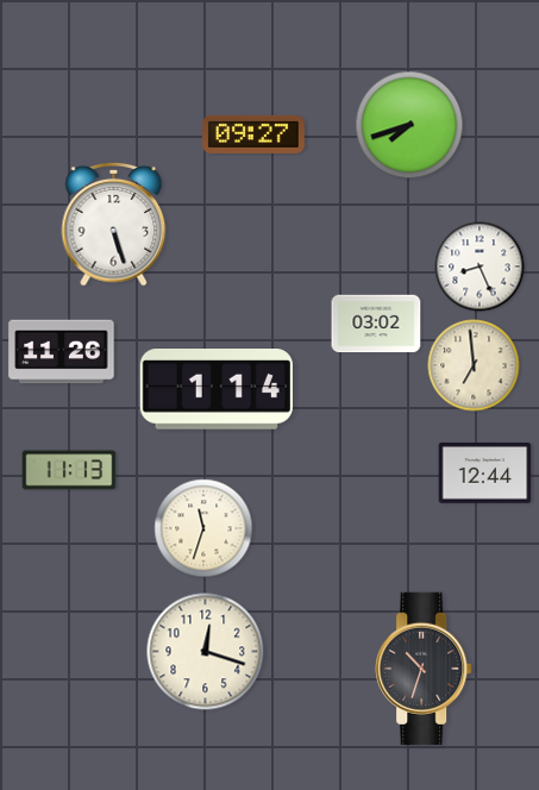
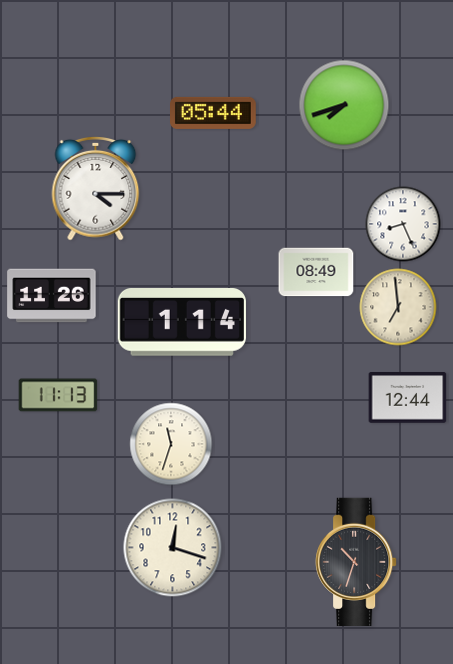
clock at (255, 134): 09:27 -> 05:44
clock at (114, 224): 5:27 -> 4:15
clock at (376, 324): 03:02 -> 08:49
clock at (217, 390) position: (217, 390) -> (182, 323)
